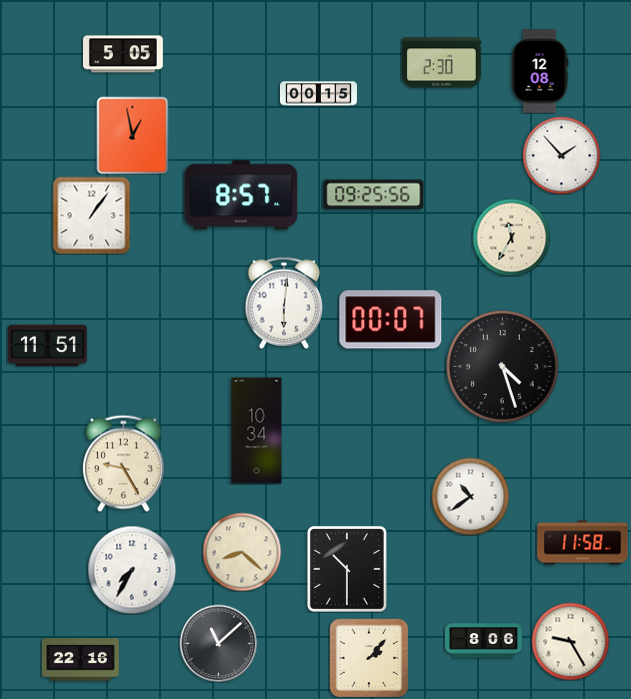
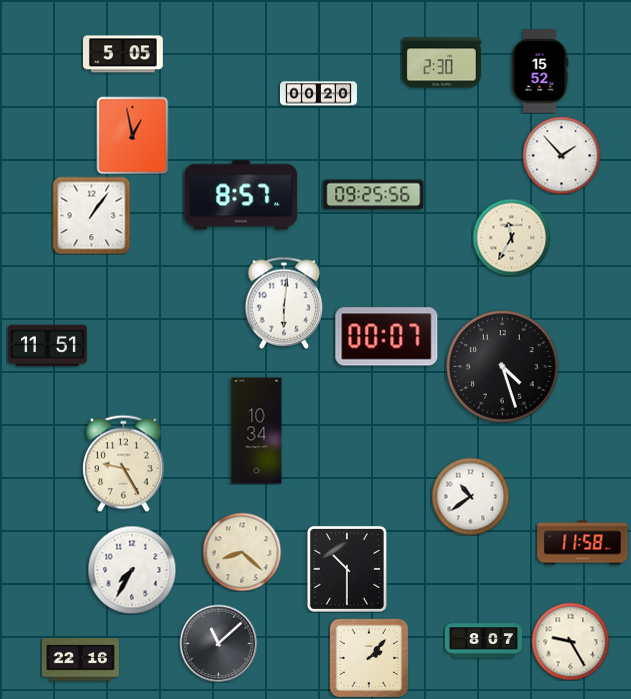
clock at (540, 71): 12:08 -> 15:52
clock at (318, 94): 00:15 -> 00:20
clock at (391, 320) position: (391, 320) -> (387, 337)
clock at (483, 641): 8:06 -> 8:07
